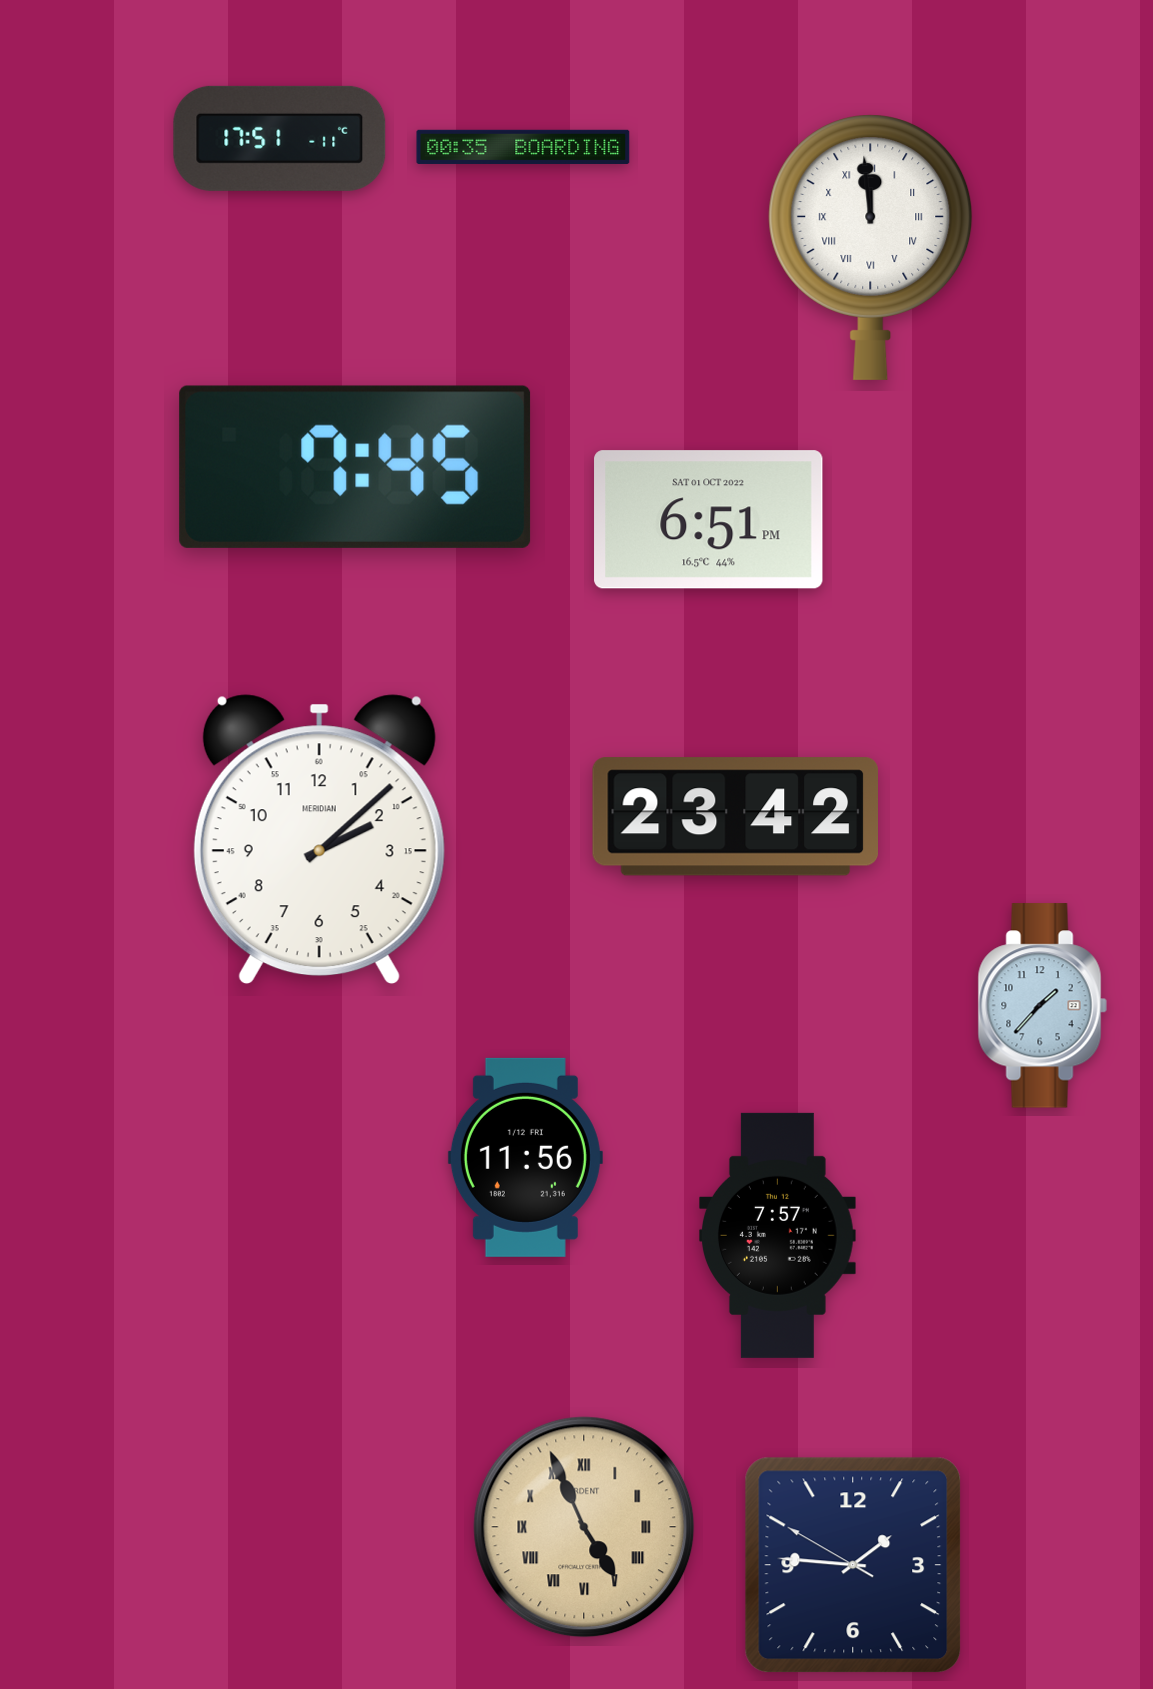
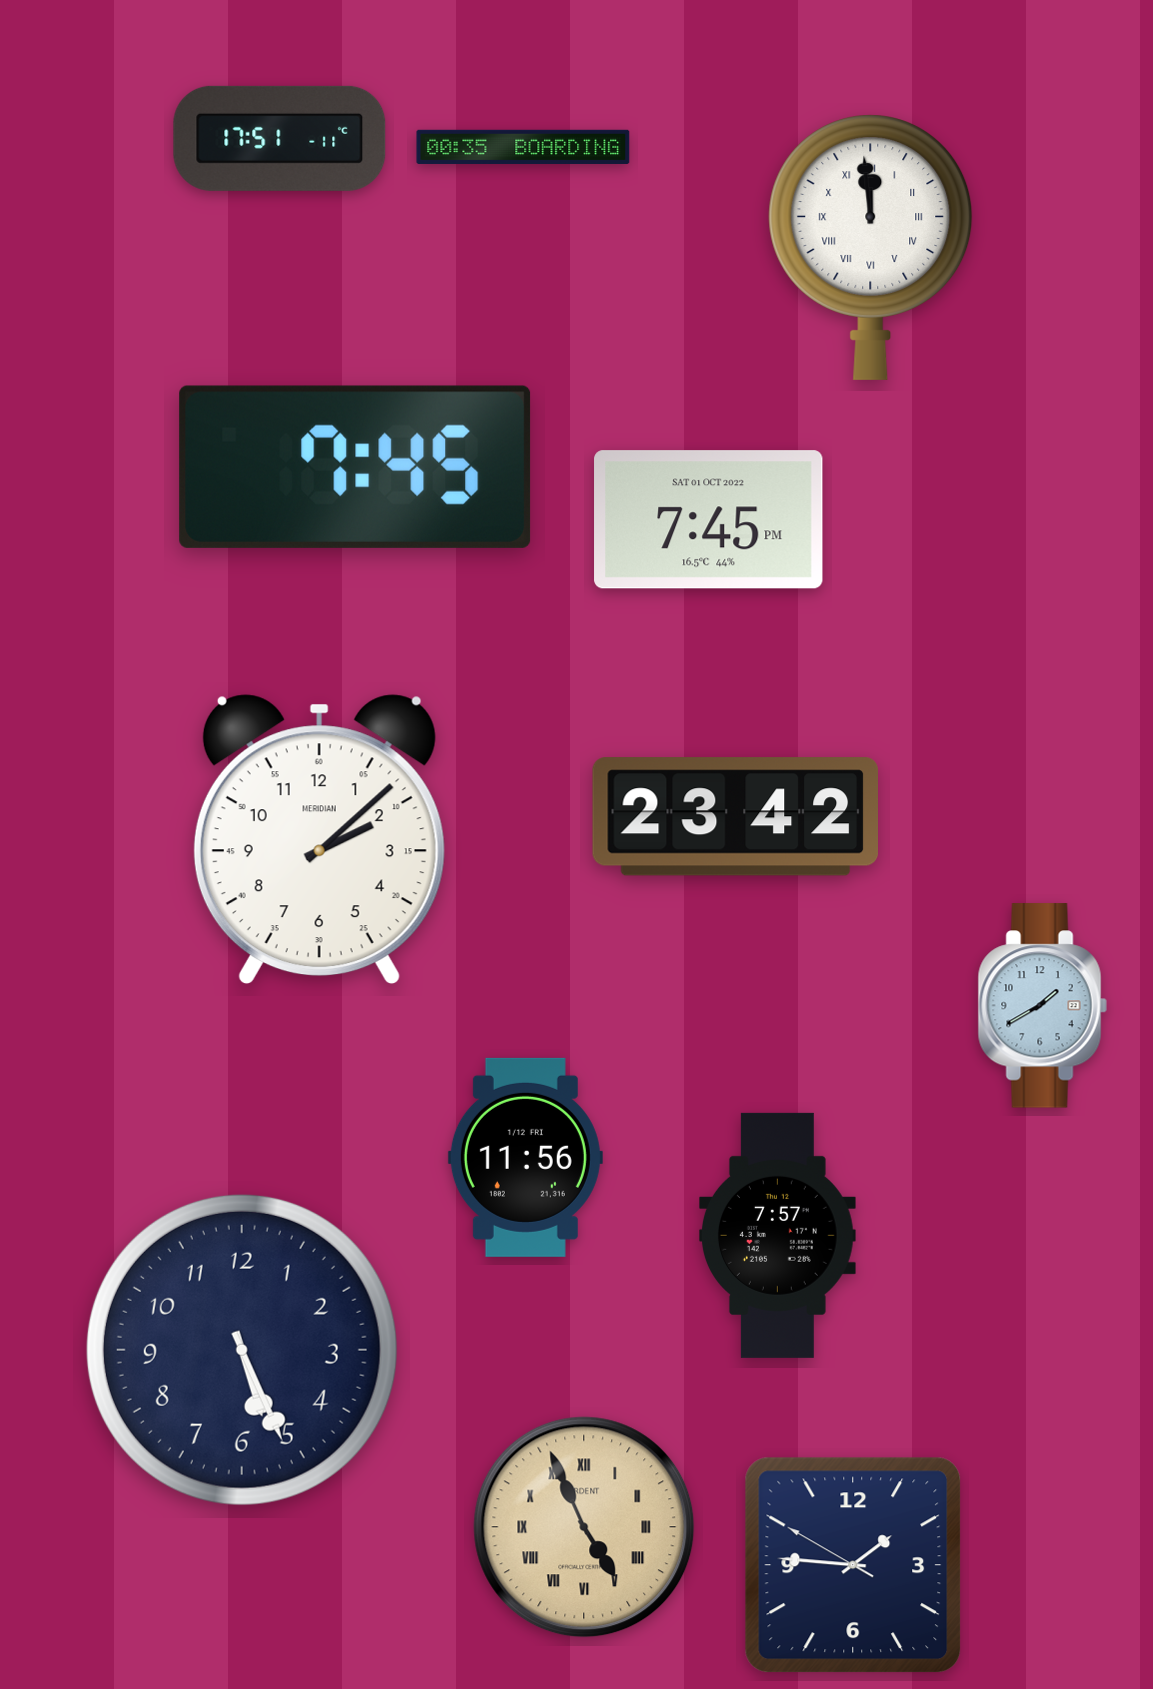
clock at (709, 520): 6:51 -> 7:45
clock at (1042, 1006): 1:37 -> 1:40
clock at (242, 1350): none -> 5:26
